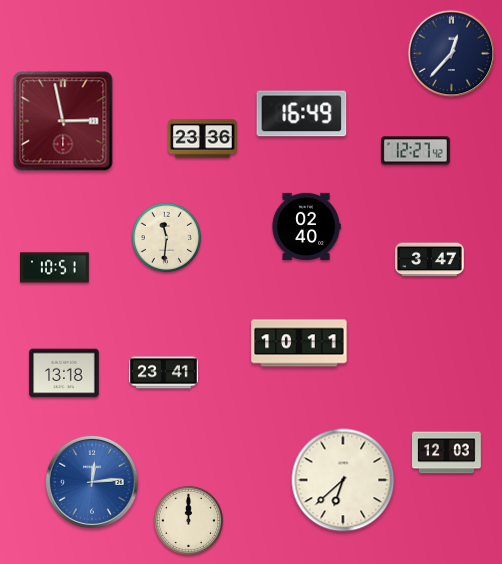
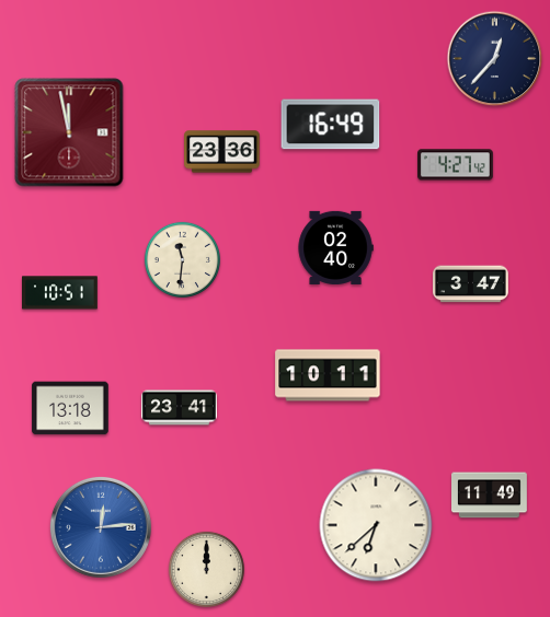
clock at (63, 121): 2:58 -> 11:58
clock at (416, 151): 12:27 -> 4:27
clock at (447, 453): 12:03 -> 11:49
